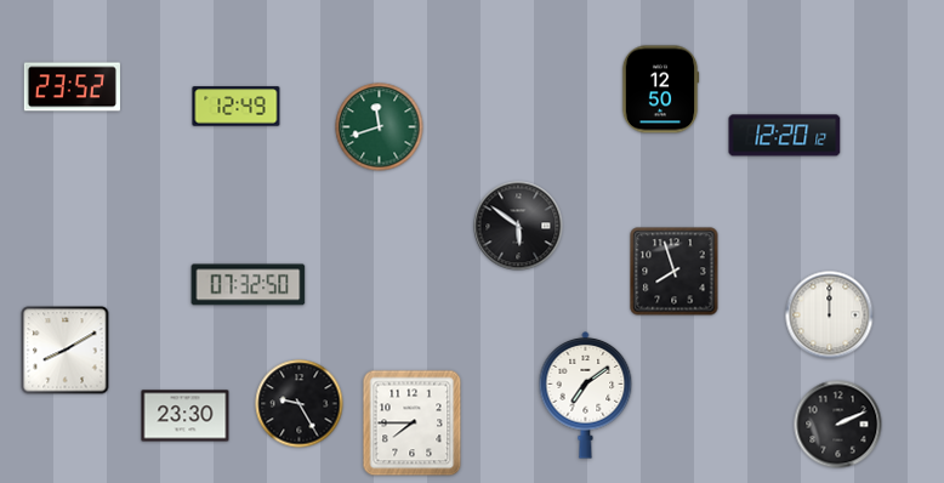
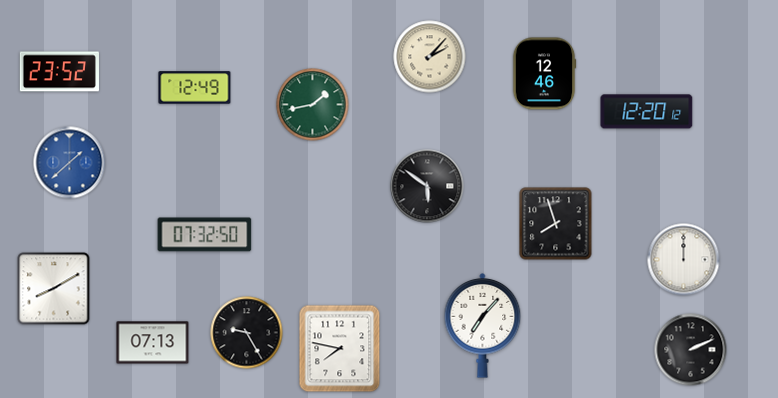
clock at (430, 57): none -> 2:07
clock at (660, 90): 12:50 -> 12:46
clock at (380, 127): 11:42 -> 1:43
clock at (70, 163): none -> 1:38
clock at (586, 396): 7:09 -> 7:07
clock at (186, 416): 23:30 -> 07:13
clock at (413, 424): 7:45 -> 7:47
